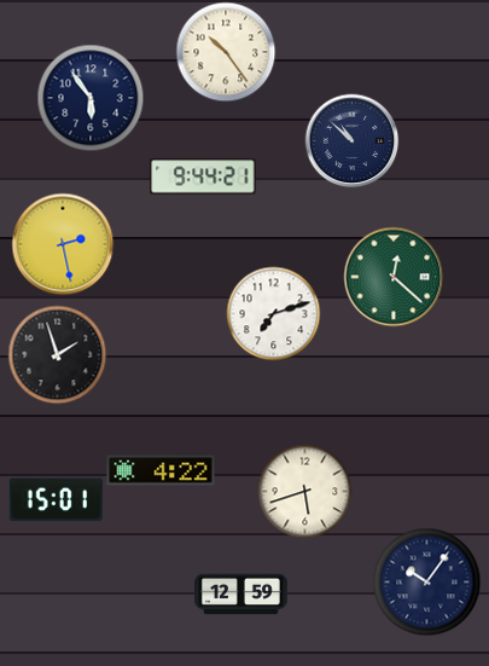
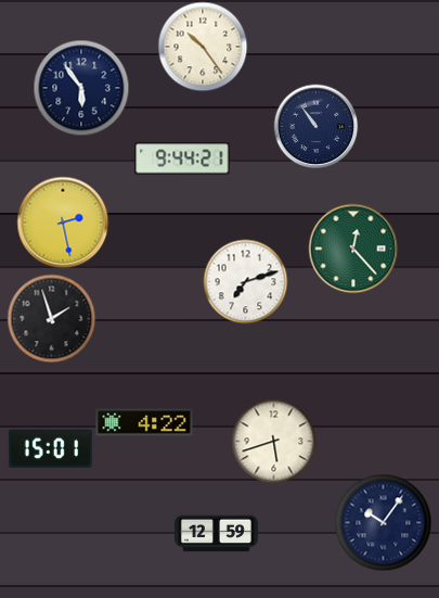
clock at (351, 140): 10:52 -> 10:54
clock at (63, 244) position: (63, 244) -> (63, 222)
clock at (394, 277): 12:22 -> 12:23
